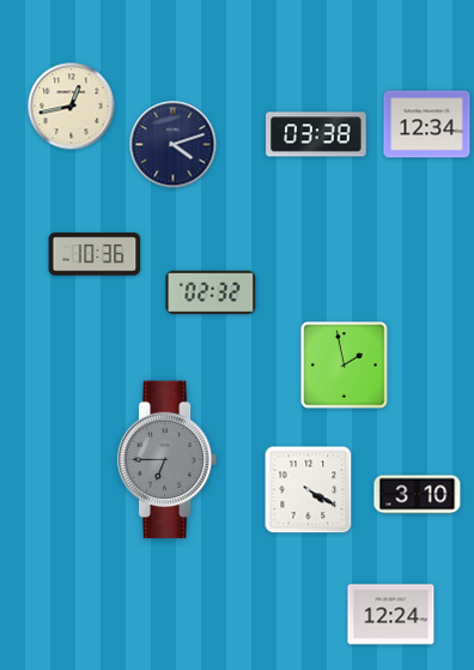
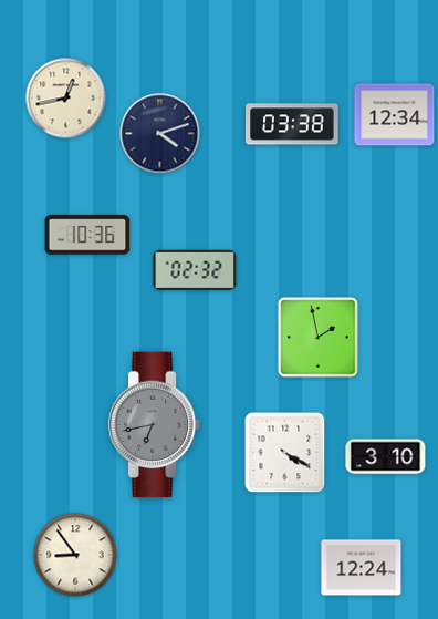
clock at (168, 460): 6:45 -> 6:43
clock at (75, 555): none -> 8:54
